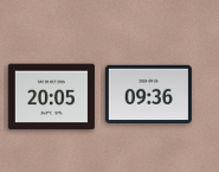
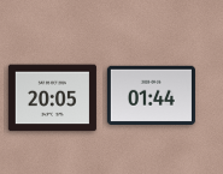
clock at (148, 94): 09:36 -> 01:44
